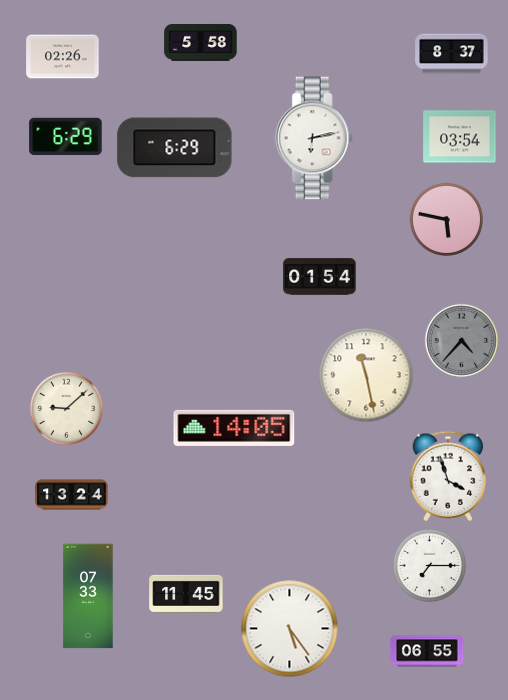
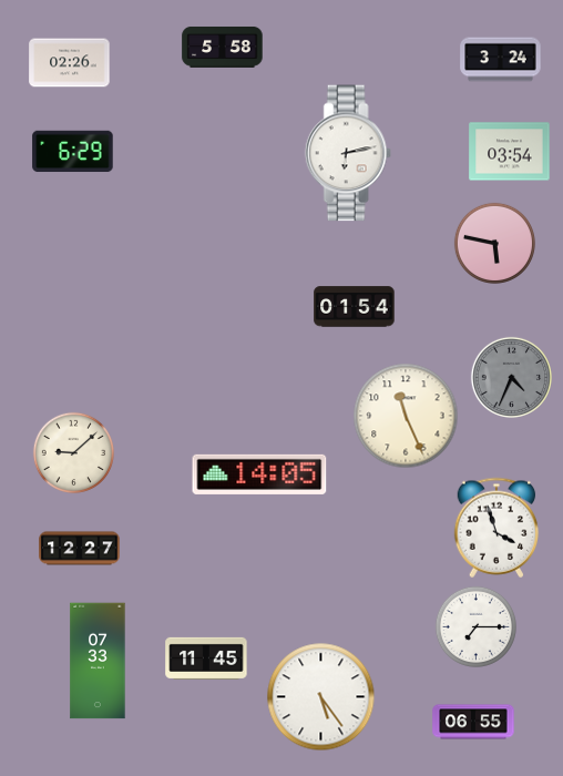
clock at (452, 54): 8:37 -> 3:24
clock at (175, 148): 6:29 -> none
clock at (461, 340): 4:37 -> 4:34
clock at (366, 375): 11:28 -> 11:26
clock at (72, 495): 13:24 -> 12:27
